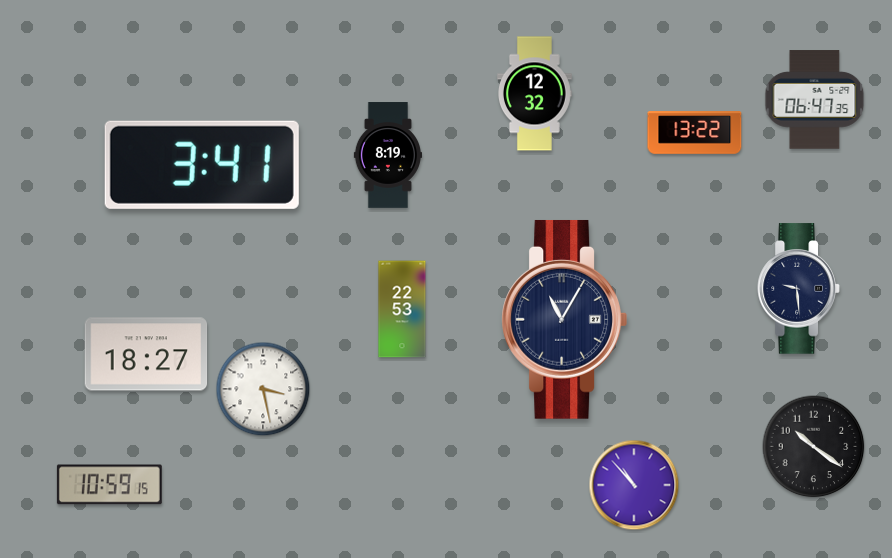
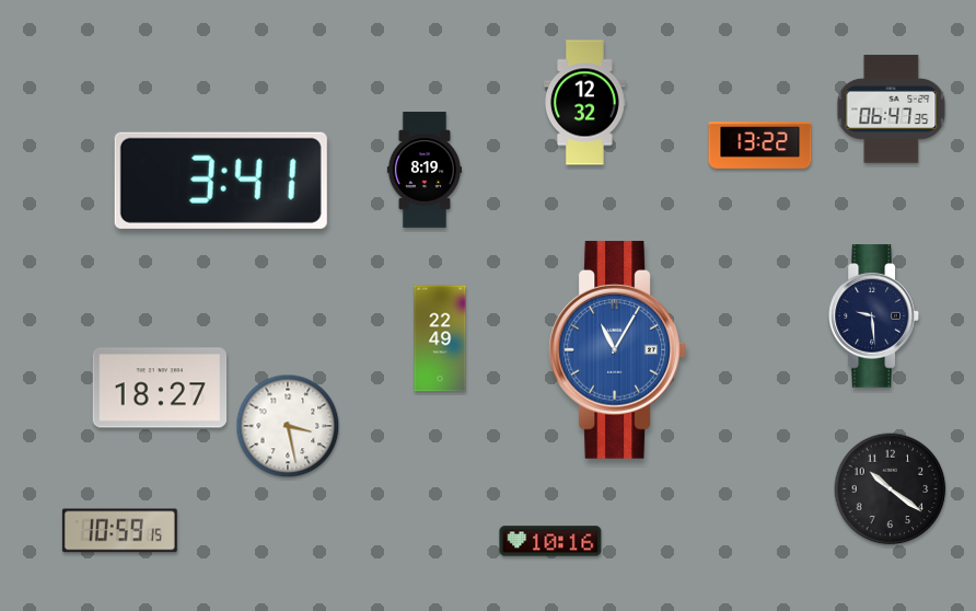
clock at (402, 309): 22:53 -> 22:49
clock at (564, 319) dial: navy -> blue
clock at (634, 485): 10:53 -> none
clock at (550, 541): none -> 10:16
